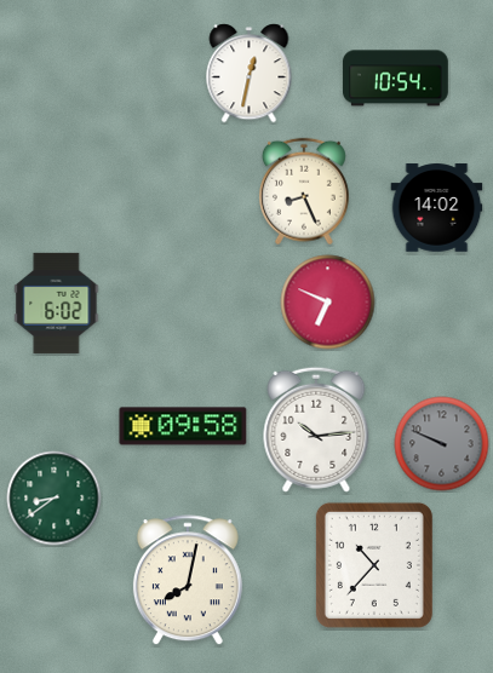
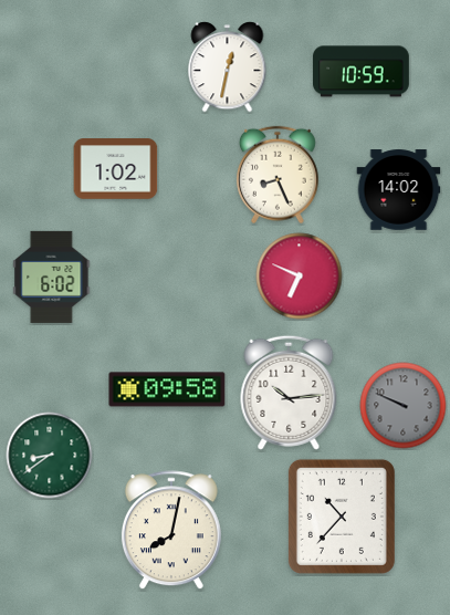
clock at (395, 79): 10:54 -> 10:59
clock at (116, 169): none -> 1:02
